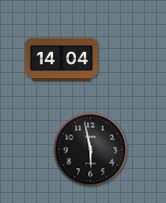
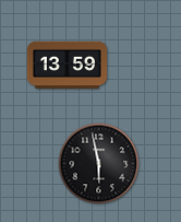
clock at (61, 60): 14:04 -> 13:59
